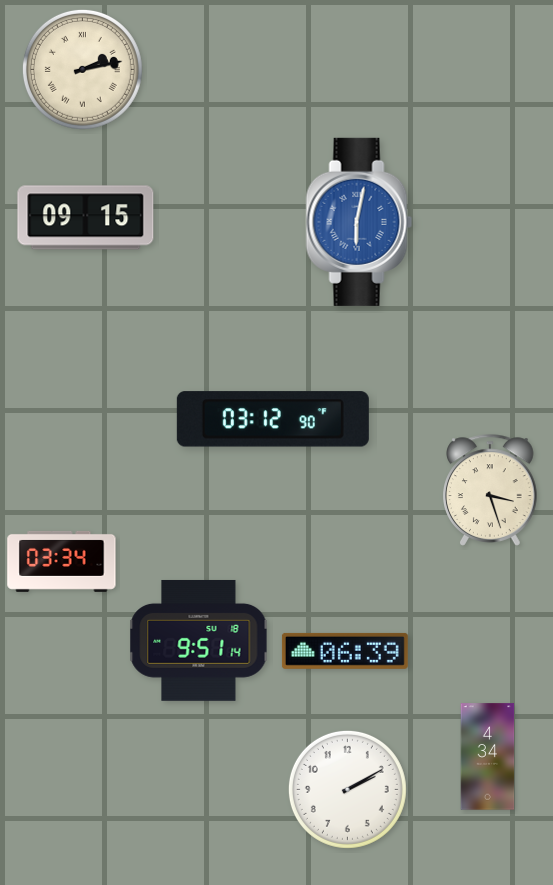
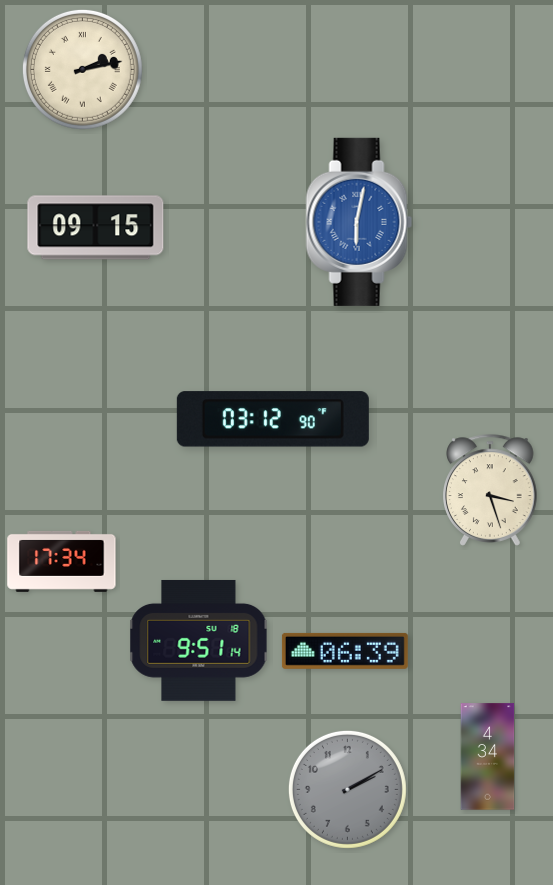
clock at (86, 218) position: (86, 218) -> (96, 228)
clock at (62, 561): 03:34 -> 17:34
clock at (347, 789) dial: white -> grey
